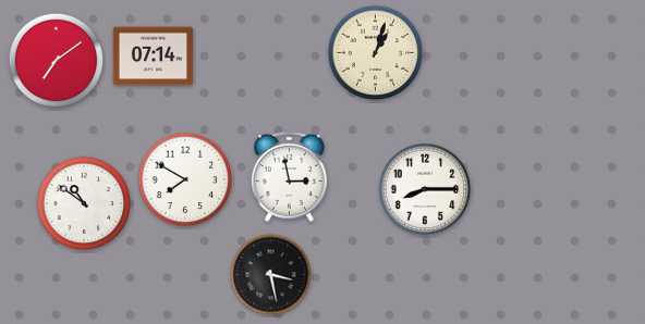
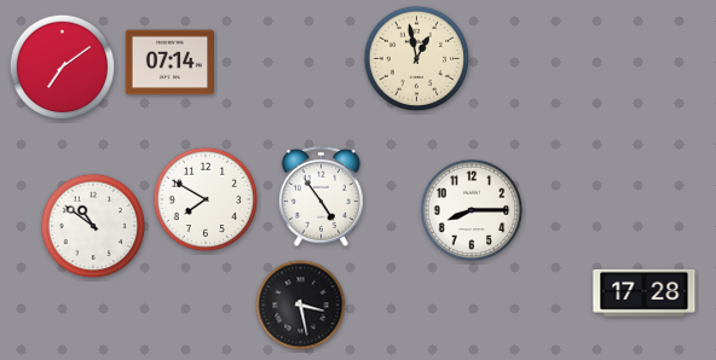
clock at (376, 53): 1:03 -> 12:58
clock at (289, 176): 2:58 -> 4:54
clock at (645, 292): none -> 17:28
